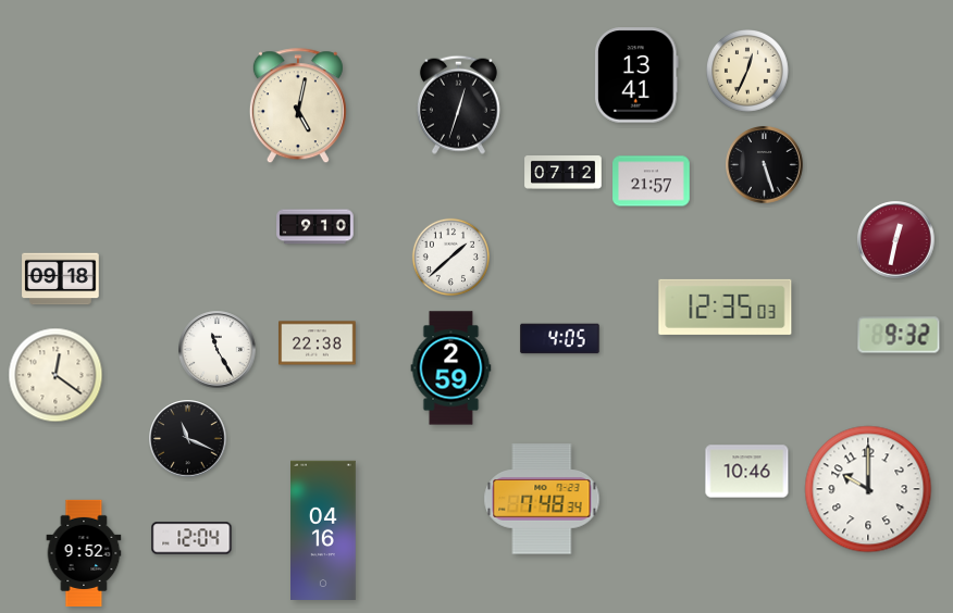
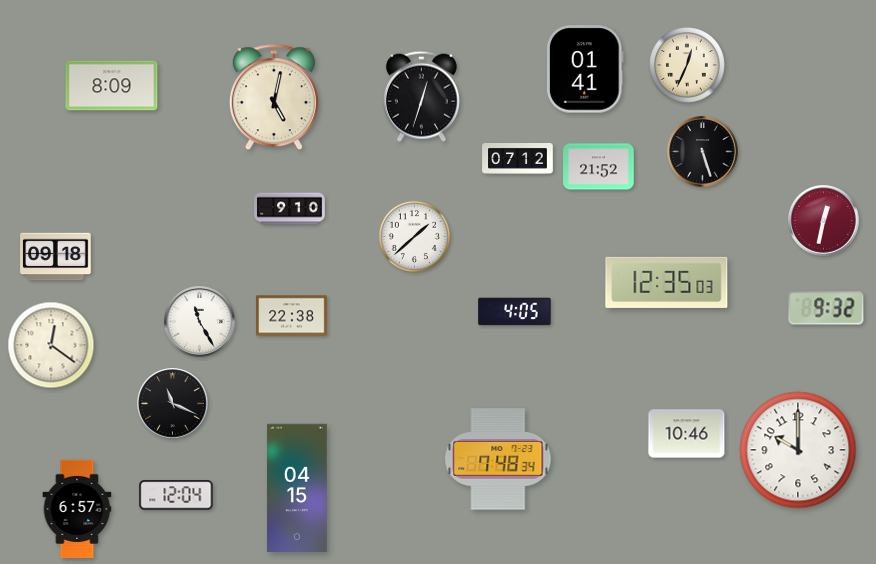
clock at (636, 75): 13:41 -> 01:41
clock at (112, 86): none -> 8:09
clock at (652, 182): 21:57 -> 21:52
clock at (451, 368): 2:59 -> none
clock at (324, 529): 04:16 -> 04:15
clock at (84, 552): 9:52 -> 6:57
